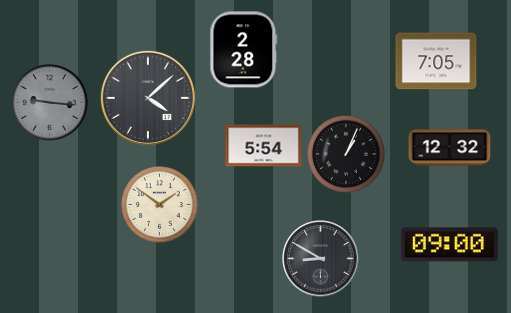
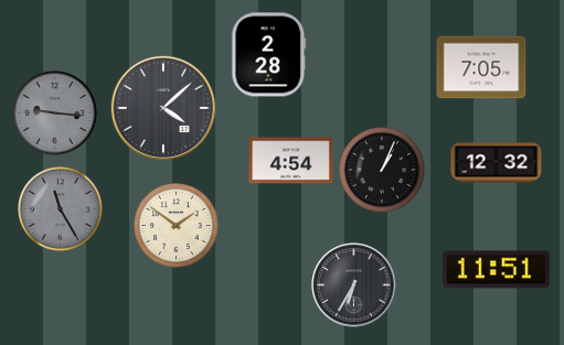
clock at (264, 146): 5:54 -> 4:54
clock at (61, 209): none -> 11:25
clock at (449, 245): 09:00 -> 11:51
clock at (321, 259): 8:50 -> 6:35
